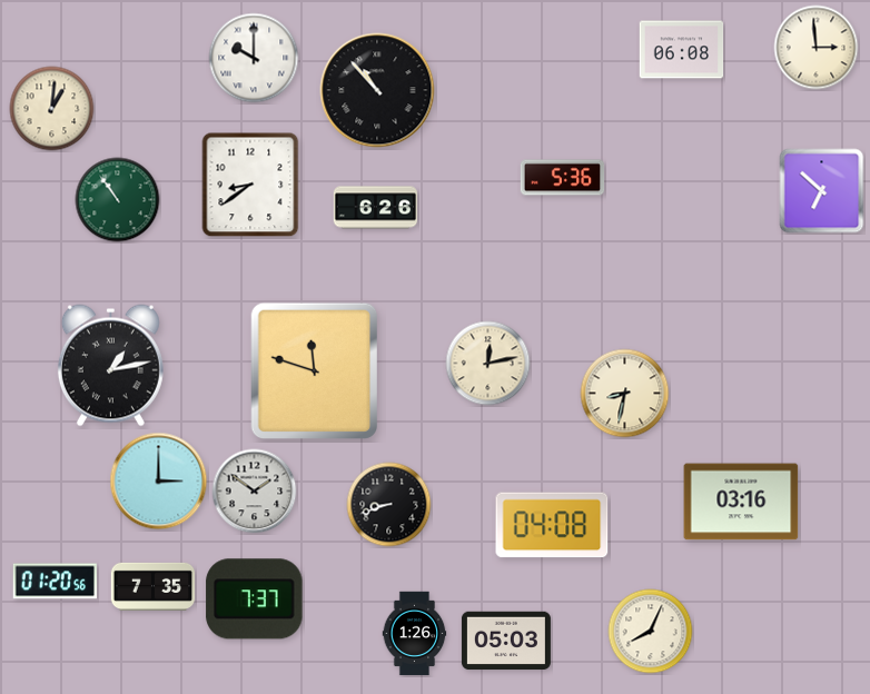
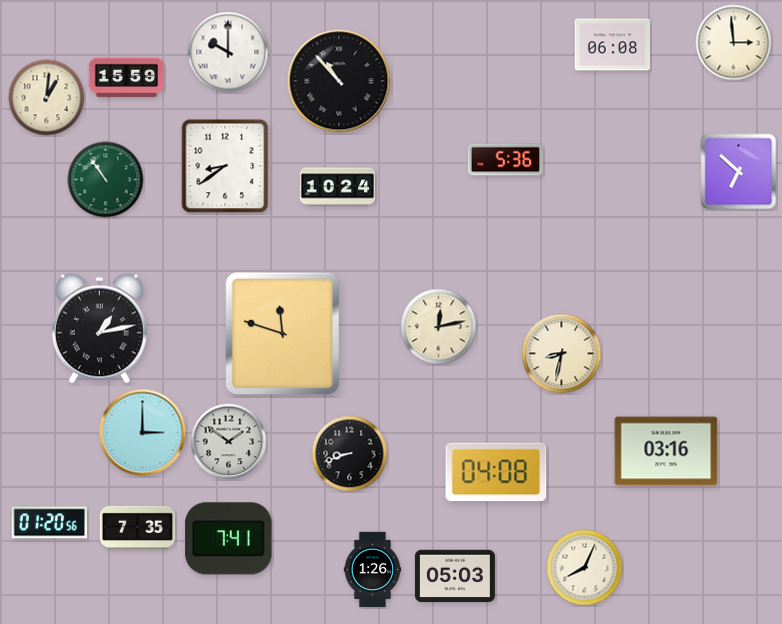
clock at (127, 78): none -> 15:59
clock at (376, 208): 6:26 -> 10:24
clock at (255, 599): 7:37 -> 7:41
